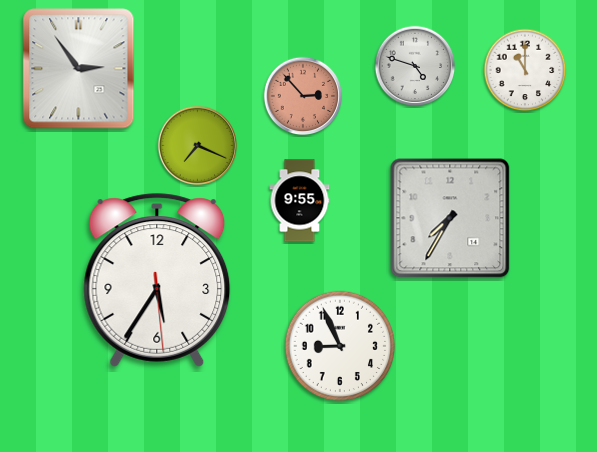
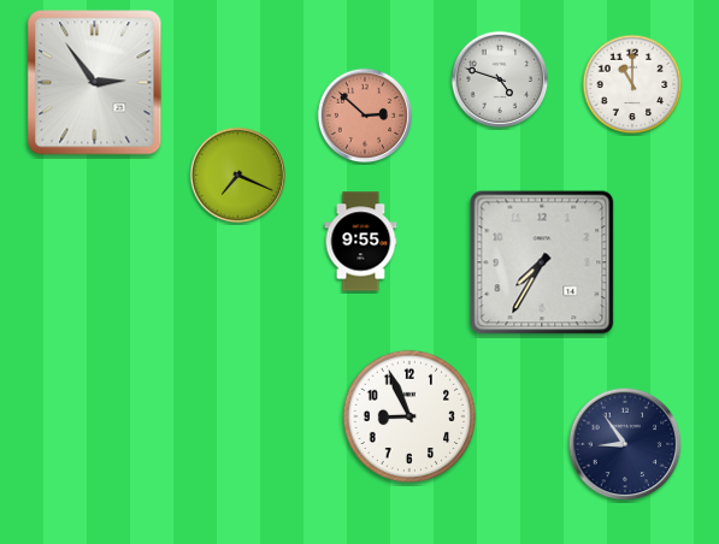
clock at (303, 96): 2:53 -> 2:52
clock at (157, 280): 5:35 -> none
clock at (625, 444): none -> 8:54
